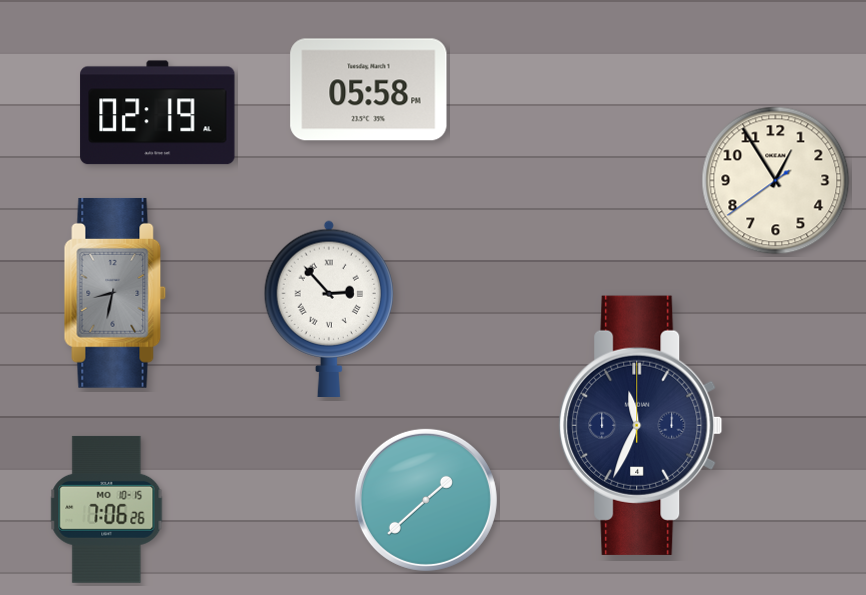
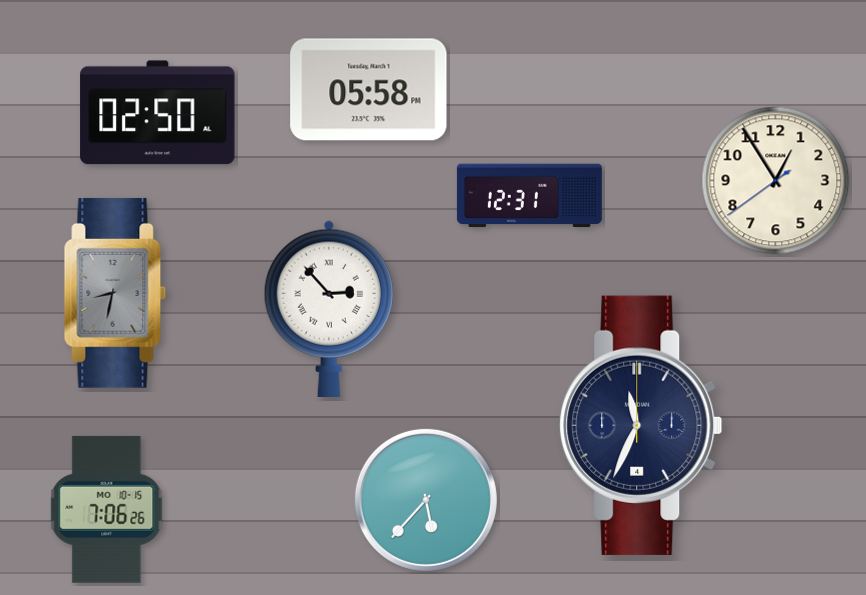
clock at (158, 113): 02:19 -> 02:50
clock at (529, 196): none -> 12:31
clock at (426, 500): 1:38 -> 5:37
